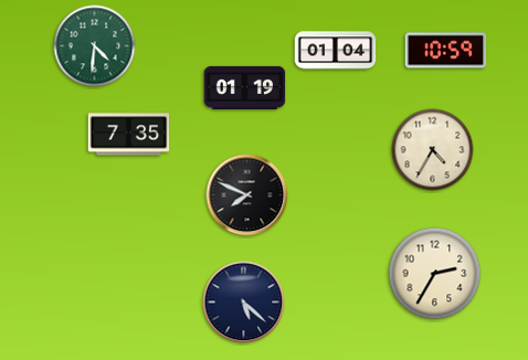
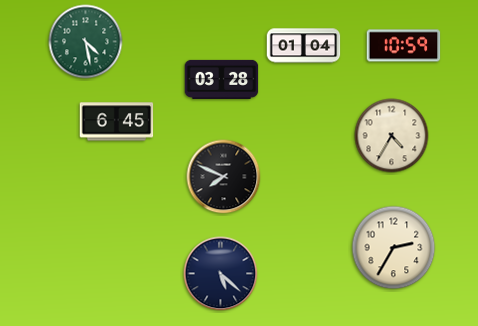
clock at (95, 46): 4:31 -> 4:28
clock at (245, 87): 01:19 -> 03:28
clock at (129, 135): 7:35 -> 6:45
